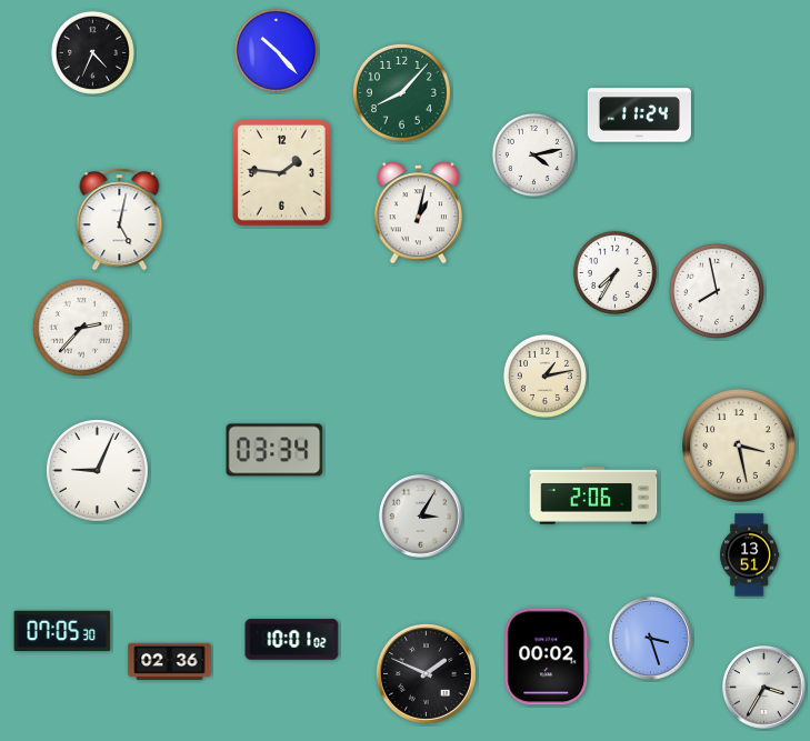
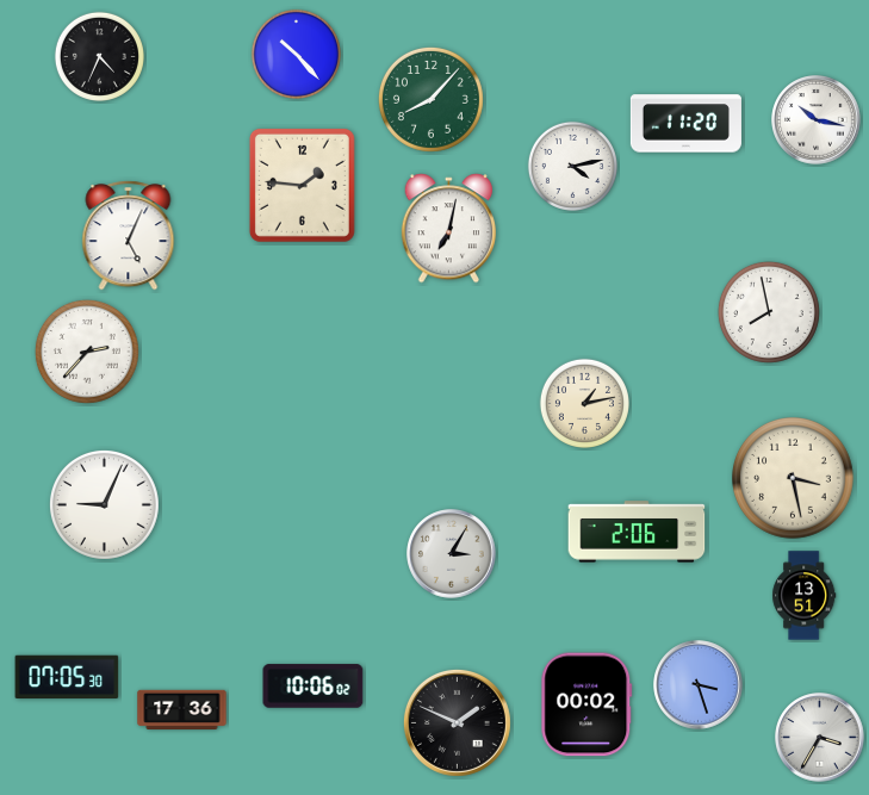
clock at (817, 120): none -> 10:17
clock at (639, 116): 11:24 -> 11:20
clock at (419, 213): 1:02 -> 7:02
clock at (120, 220): 5:02 -> 5:04
clock at (614, 272): 7:35 -> none
clock at (274, 450): 03:34 -> none
clock at (292, 640): 10:01 -> 10:06
clock at (170, 661): 02:36 -> 17:36
